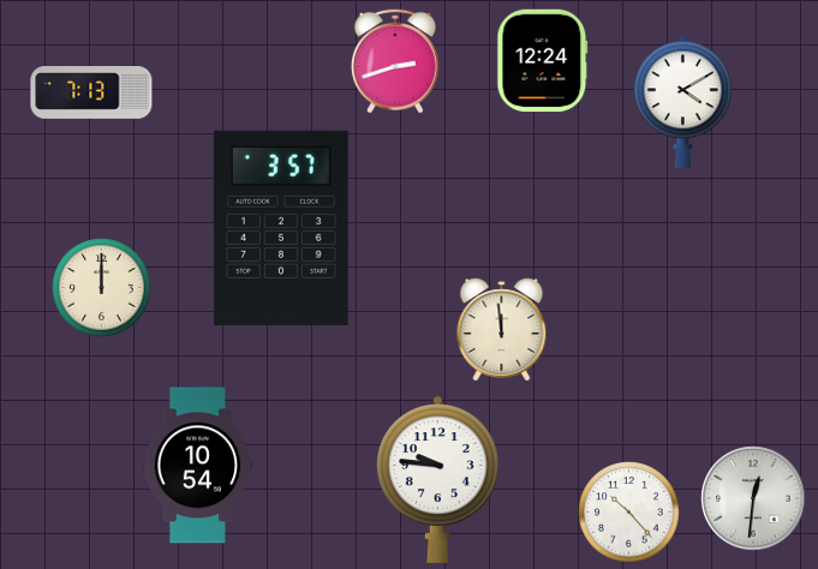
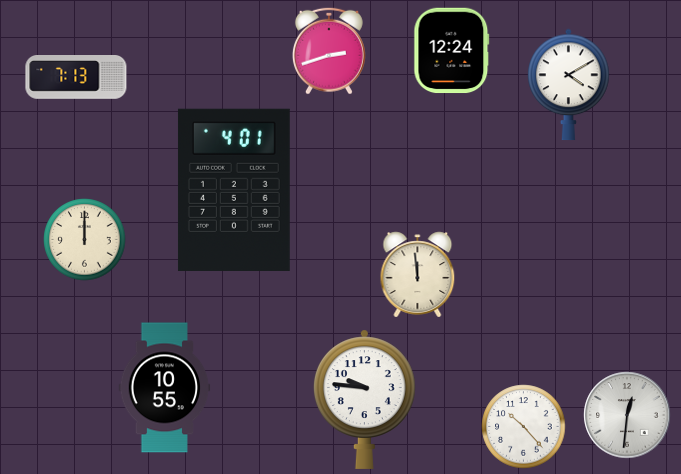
clock at (281, 228): 3:57 -> 4:01
clock at (198, 466): 10:54 -> 10:55
